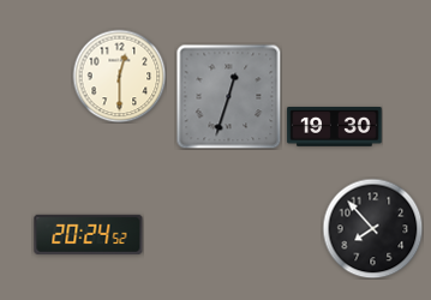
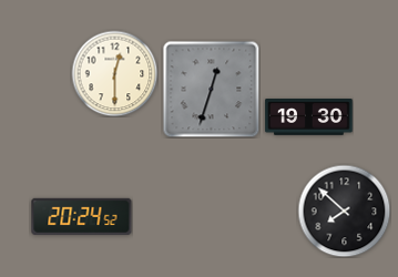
clock at (119, 76) position: (119, 76) -> (114, 73)
clock at (372, 228): 7:53 -> 7:52
